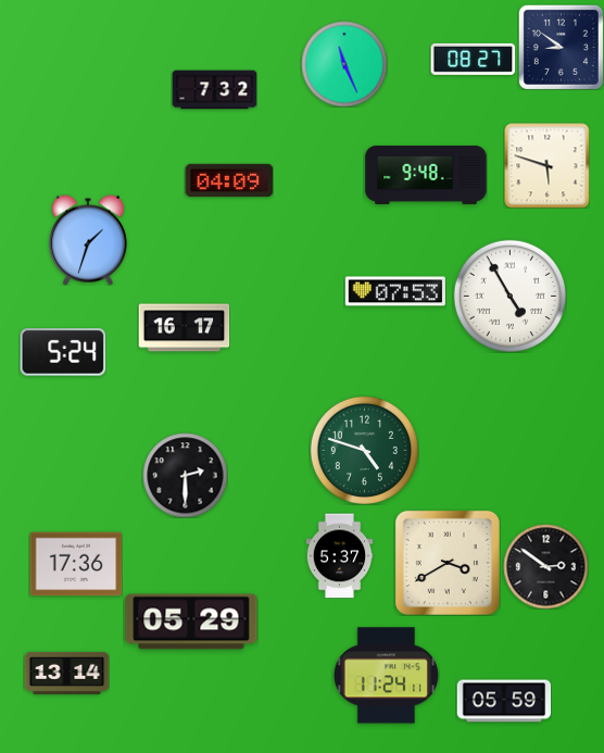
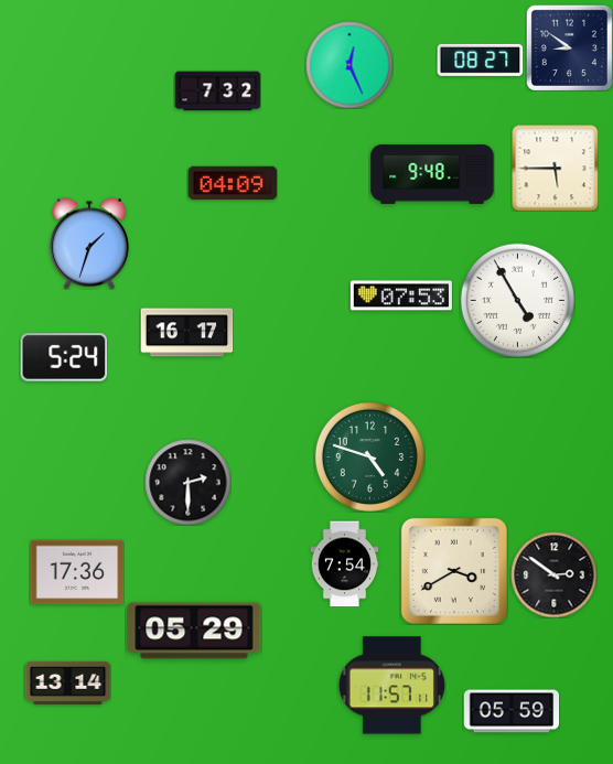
clock at (344, 64): 11:26 -> 12:26
clock at (546, 165): 5:48 -> 5:45
clock at (426, 175) position: (426, 175) -> (432, 174)
clock at (340, 555): 5:37 -> 7:54
clock at (386, 676): 11:24 -> 11:57
